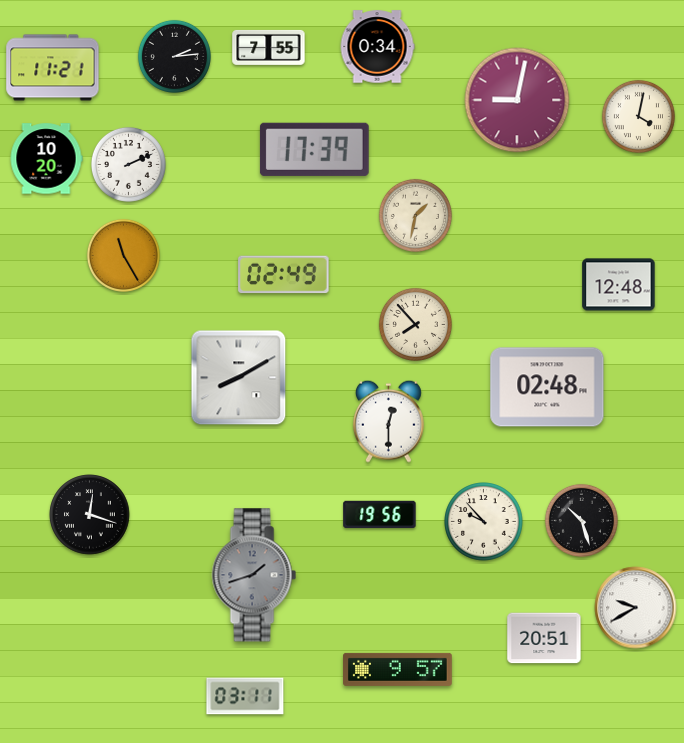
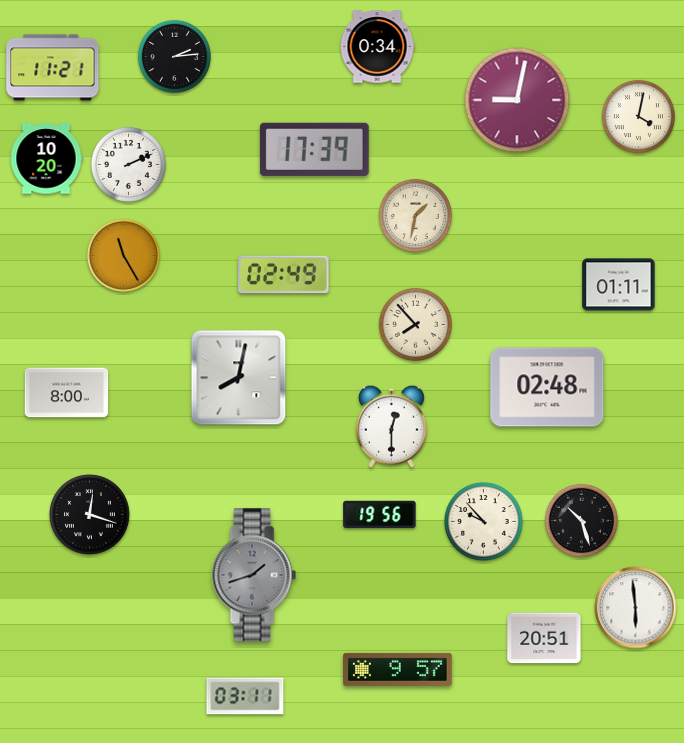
clock at (269, 47): 7:55 -> none
clock at (619, 285): 12:48 -> 01:11
clock at (239, 378): 8:10 -> 8:02
clock at (67, 393): none -> 8:00
clock at (388, 421) position: (388, 421) -> (391, 426)
clock at (636, 608): 9:40 -> 5:59
